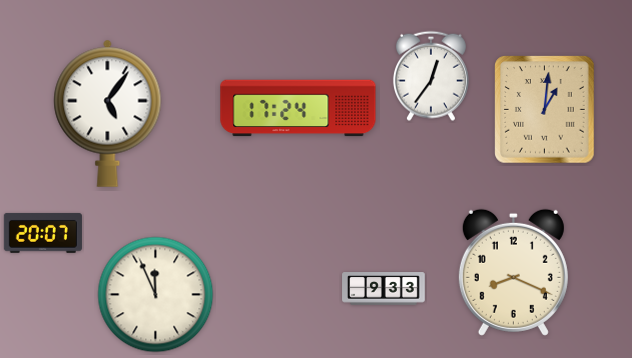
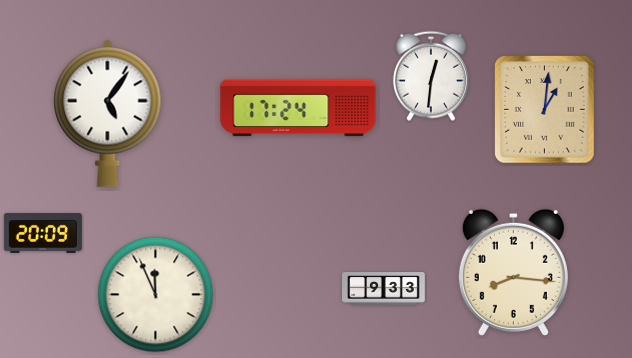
clock at (431, 76): 12:36 -> 12:31
clock at (43, 233): 20:07 -> 20:09
clock at (513, 272): 8:19 -> 8:16
